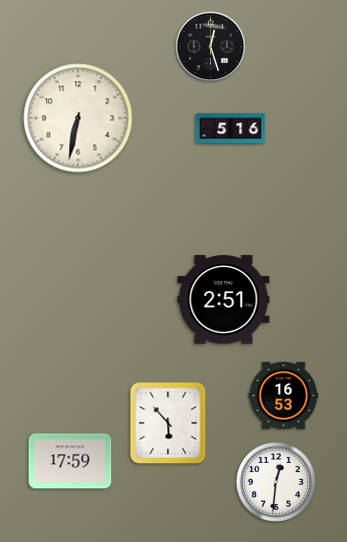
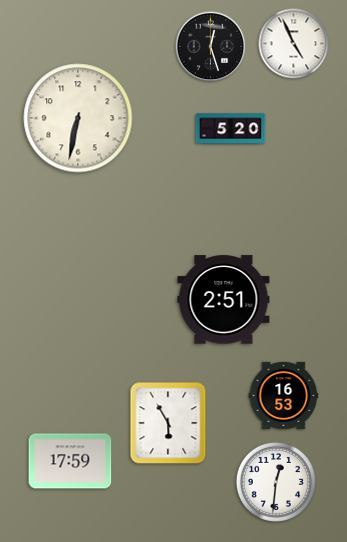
clock at (294, 44): none -> 4:56
clock at (231, 129): 5:16 -> 5:20
clock at (168, 423): 5:53 -> 5:55
